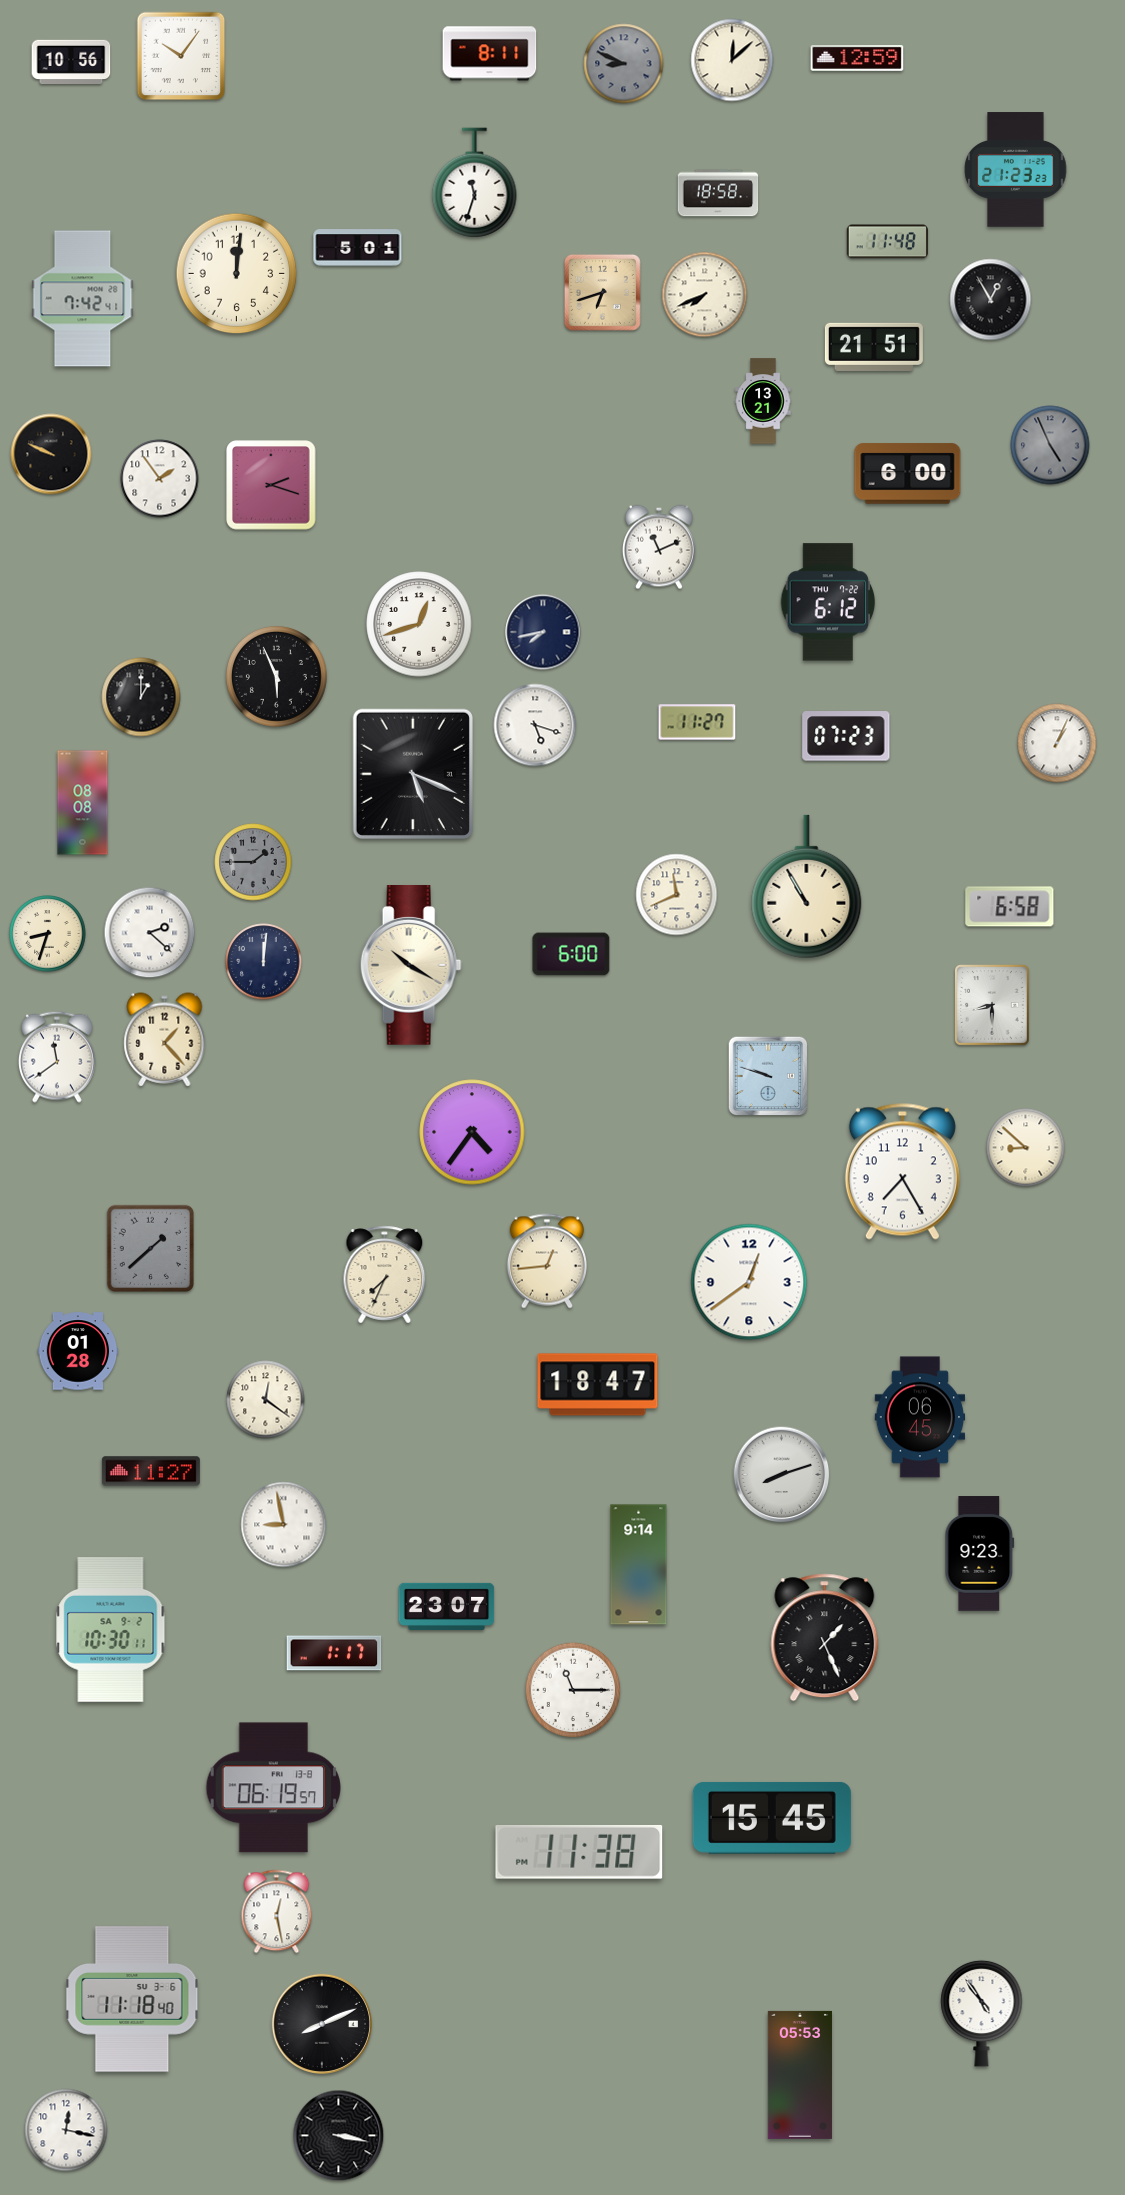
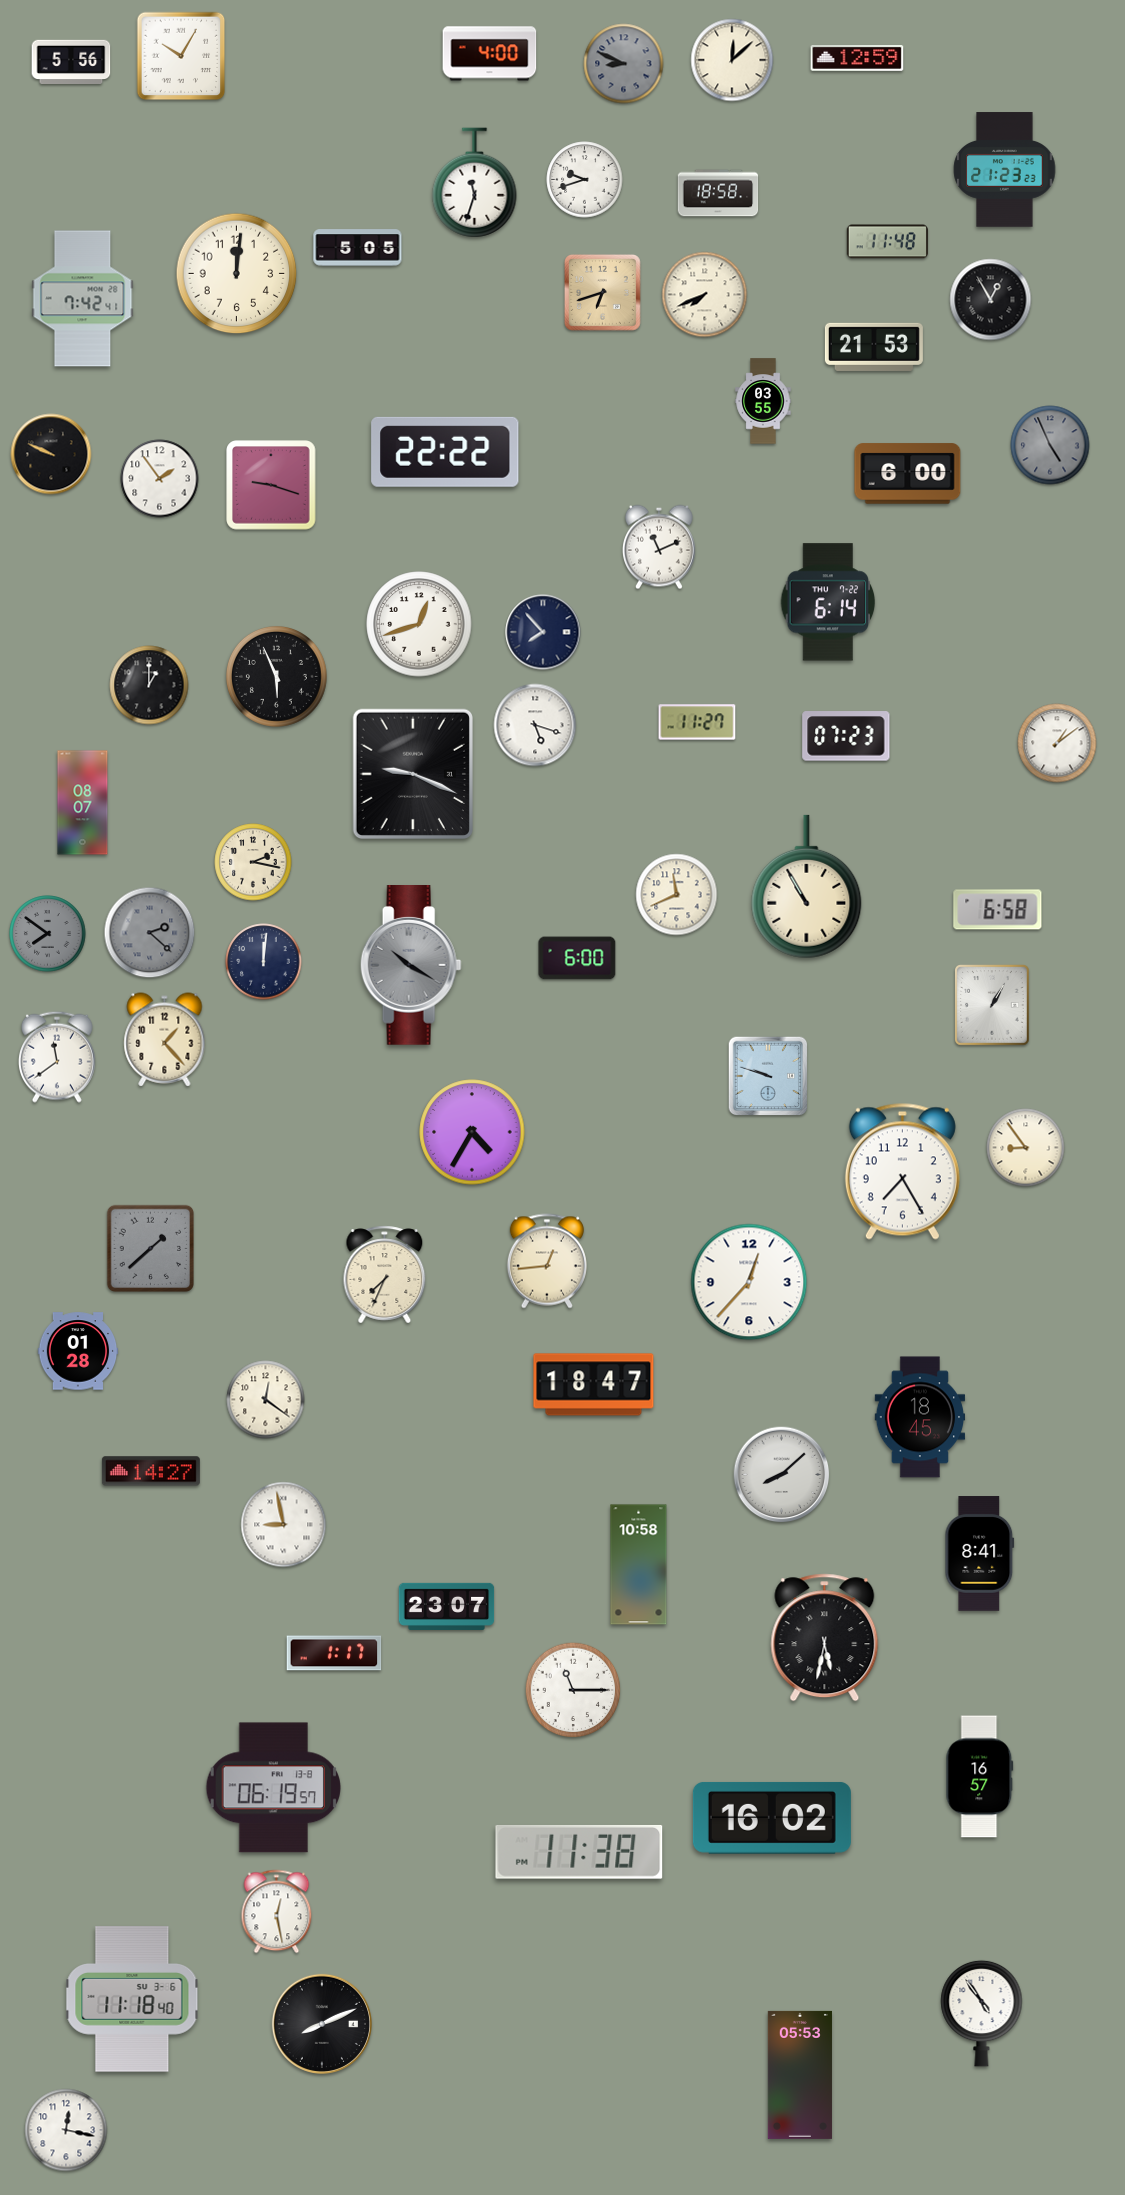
clock at (490, 54): 8:11 -> 4:00
clock at (181, 56): 10:06 -> 10:05
clock at (71, 62): 10:56 -> 5:56
clock at (1016, 170) position: (1016, 170) -> (1005, 170)
clock at (585, 180): none -> 9:42
clock at (358, 248): 5:01 -> 5:05
clock at (874, 347): 21:51 -> 21:53
clock at (763, 401): 13:21 -> 03:55
clock at (445, 452): none -> 22:22
clock at (271, 485): 2:18 -> 9:18
clock at (828, 602): 6:12 -> 6:14
clock at (543, 632): 7:43 -> 7:53
clock at (141, 697) position: (141, 697) -> (149, 685)
clock at (1057, 743): 1:04 -> 1:09
clock at (413, 773): 5:19 -> 9:19
clock at (83, 803): 08:08 -> 08:07
clock at (253, 862): 1:45 -> 2:17
clock at (253, 862) dial: grey -> cream
clock at (1010, 907) position: (1010, 907) -> (998, 910)
clock at (150, 933) dial: white -> grey
clock at (48, 934): 8:33 -> 7:51
clock at (48, 934) dial: cream -> grey
clock at (571, 954) position: (571, 954) -> (577, 958)
clock at (411, 966) dial: cream -> grey
clock at (993, 1006): 8:30 -> 1:05
clock at (472, 1132): 4:36 -> 4:35
clock at (1026, 1148): 8:52 -> 8:54
clock at (749, 1282): 12:39 -> 12:37
clock at (598, 1385) position: (598, 1385) -> (594, 1385)
clock at (920, 1417): 06:45 -> 18:45
clock at (151, 1471): 11:27 -> 14:27
clock at (782, 1475): 8:12 -> 8:08
clock at (980, 1554): 9:23 -> 8:41
clock at (639, 1565): 9:14 -> 10:58
clock at (111, 1630): 10:30 -> none
clock at (825, 1638): 1:26 -> 5:32
clock at (980, 1777): none -> 16:57
clock at (772, 1818): 15:45 -> 16:02
clock at (339, 2136): 3:17 -> none
